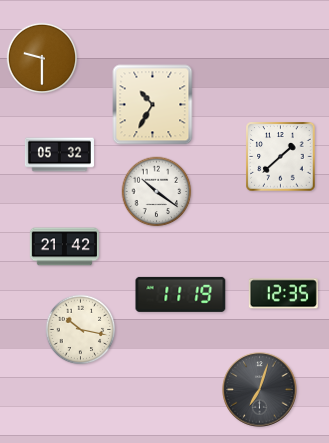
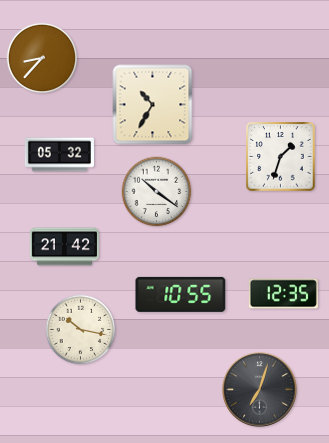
clock at (42, 58): 9:30 -> 8:37
clock at (281, 157): 1:38 -> 1:33
clock at (181, 294): 11:19 -> 10:55
